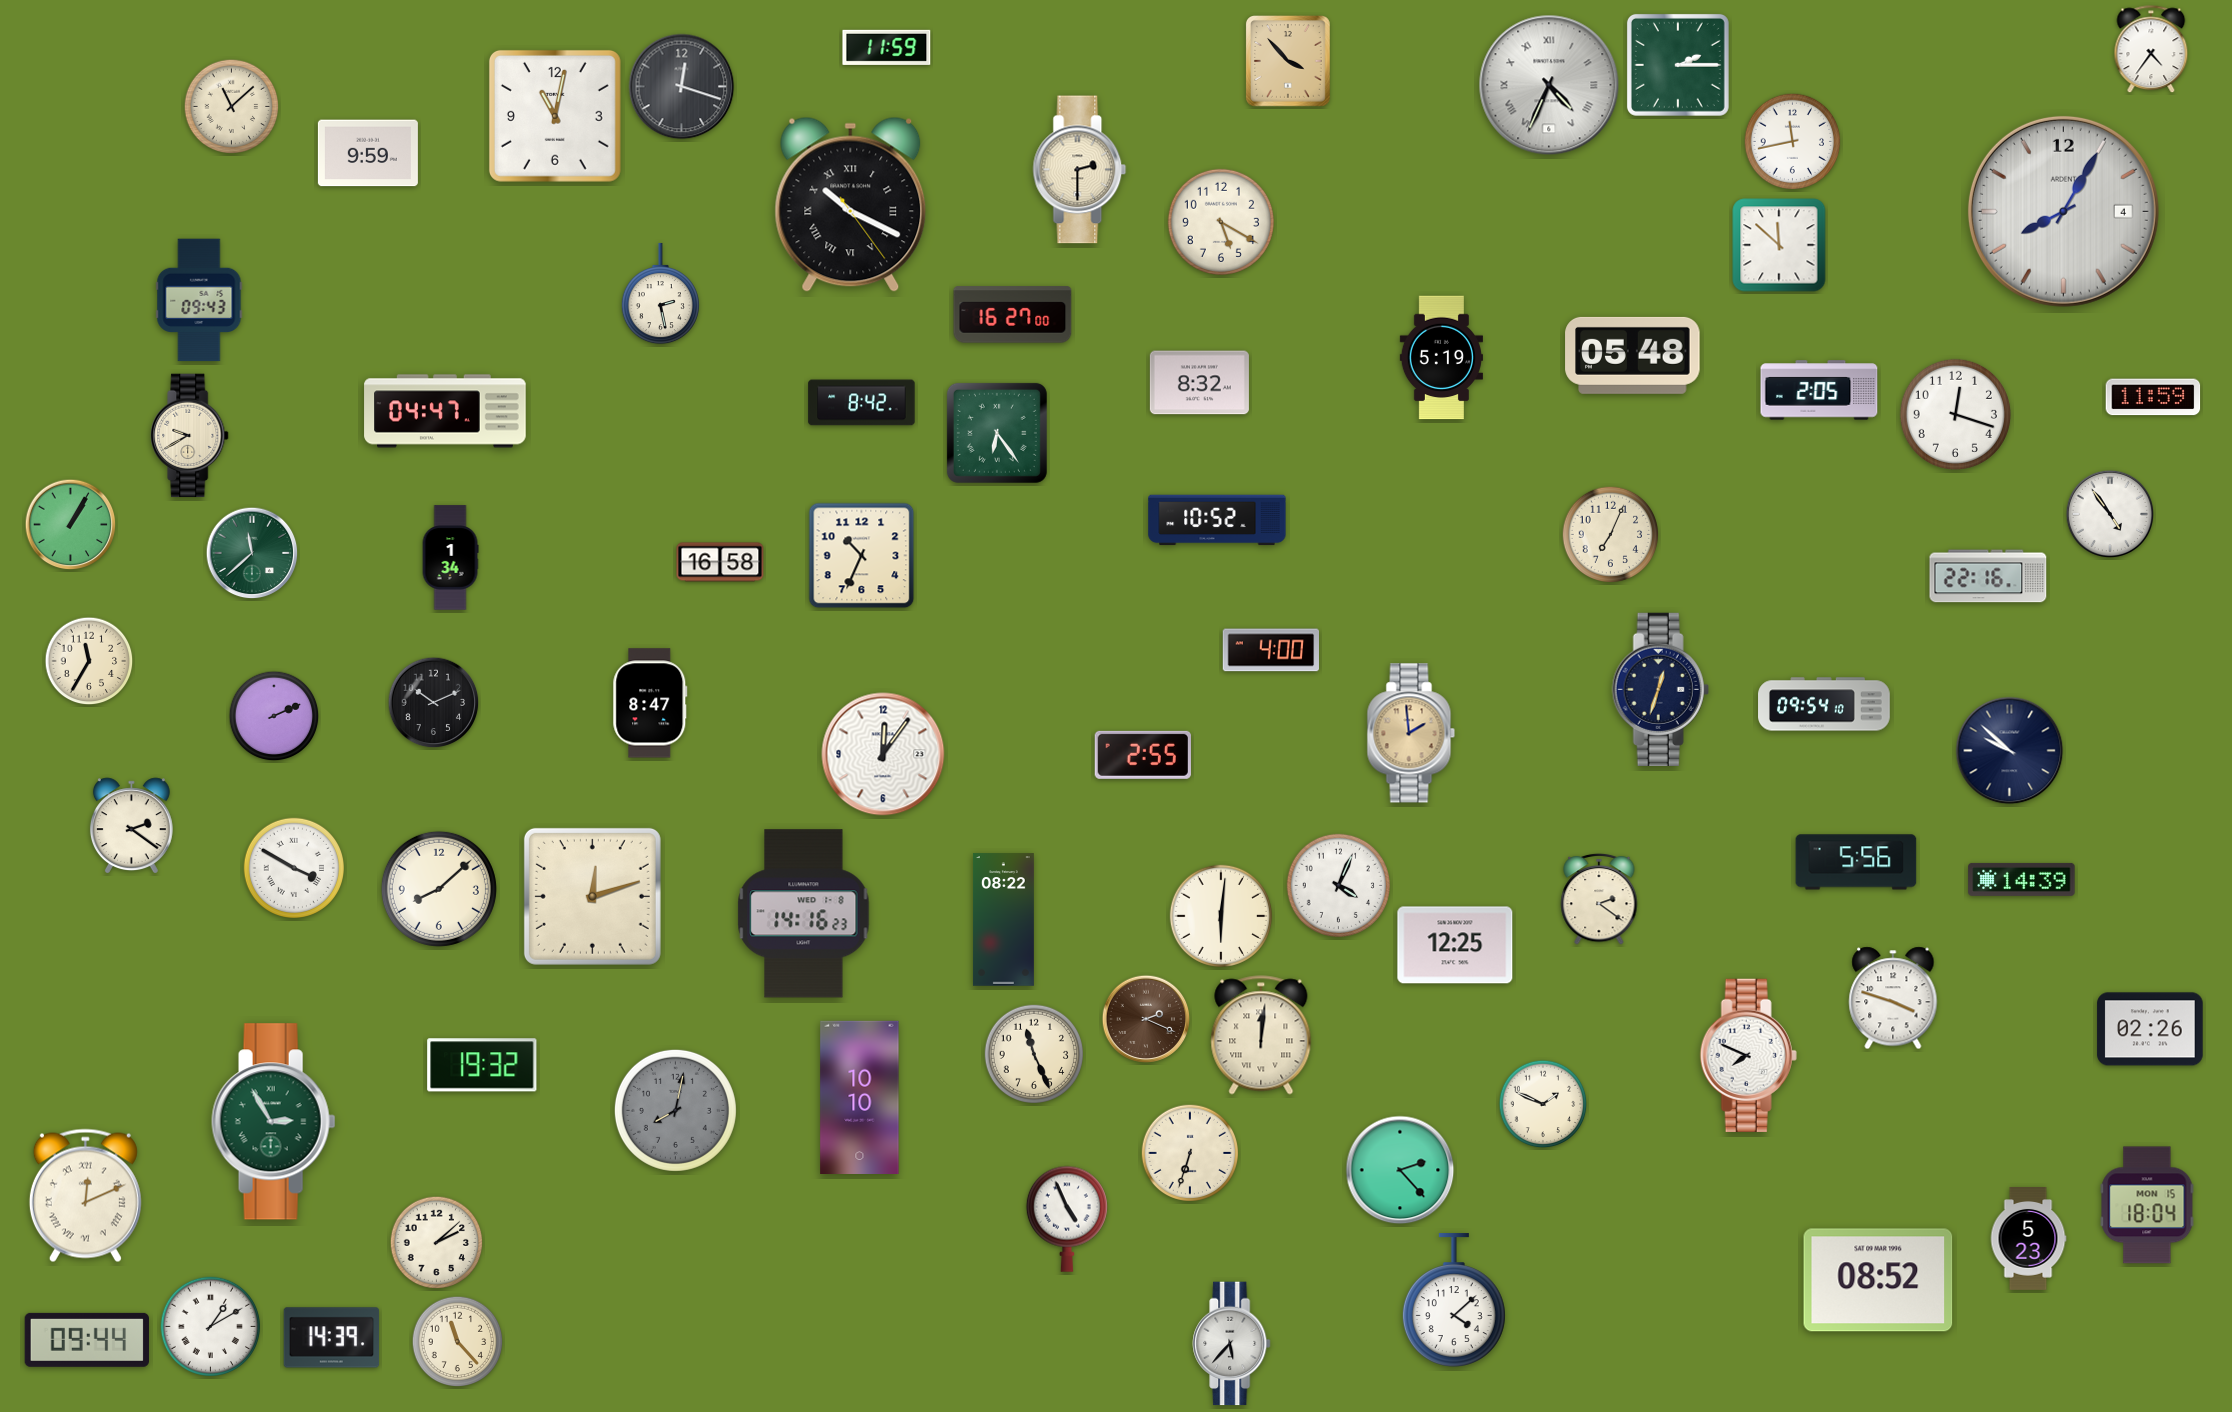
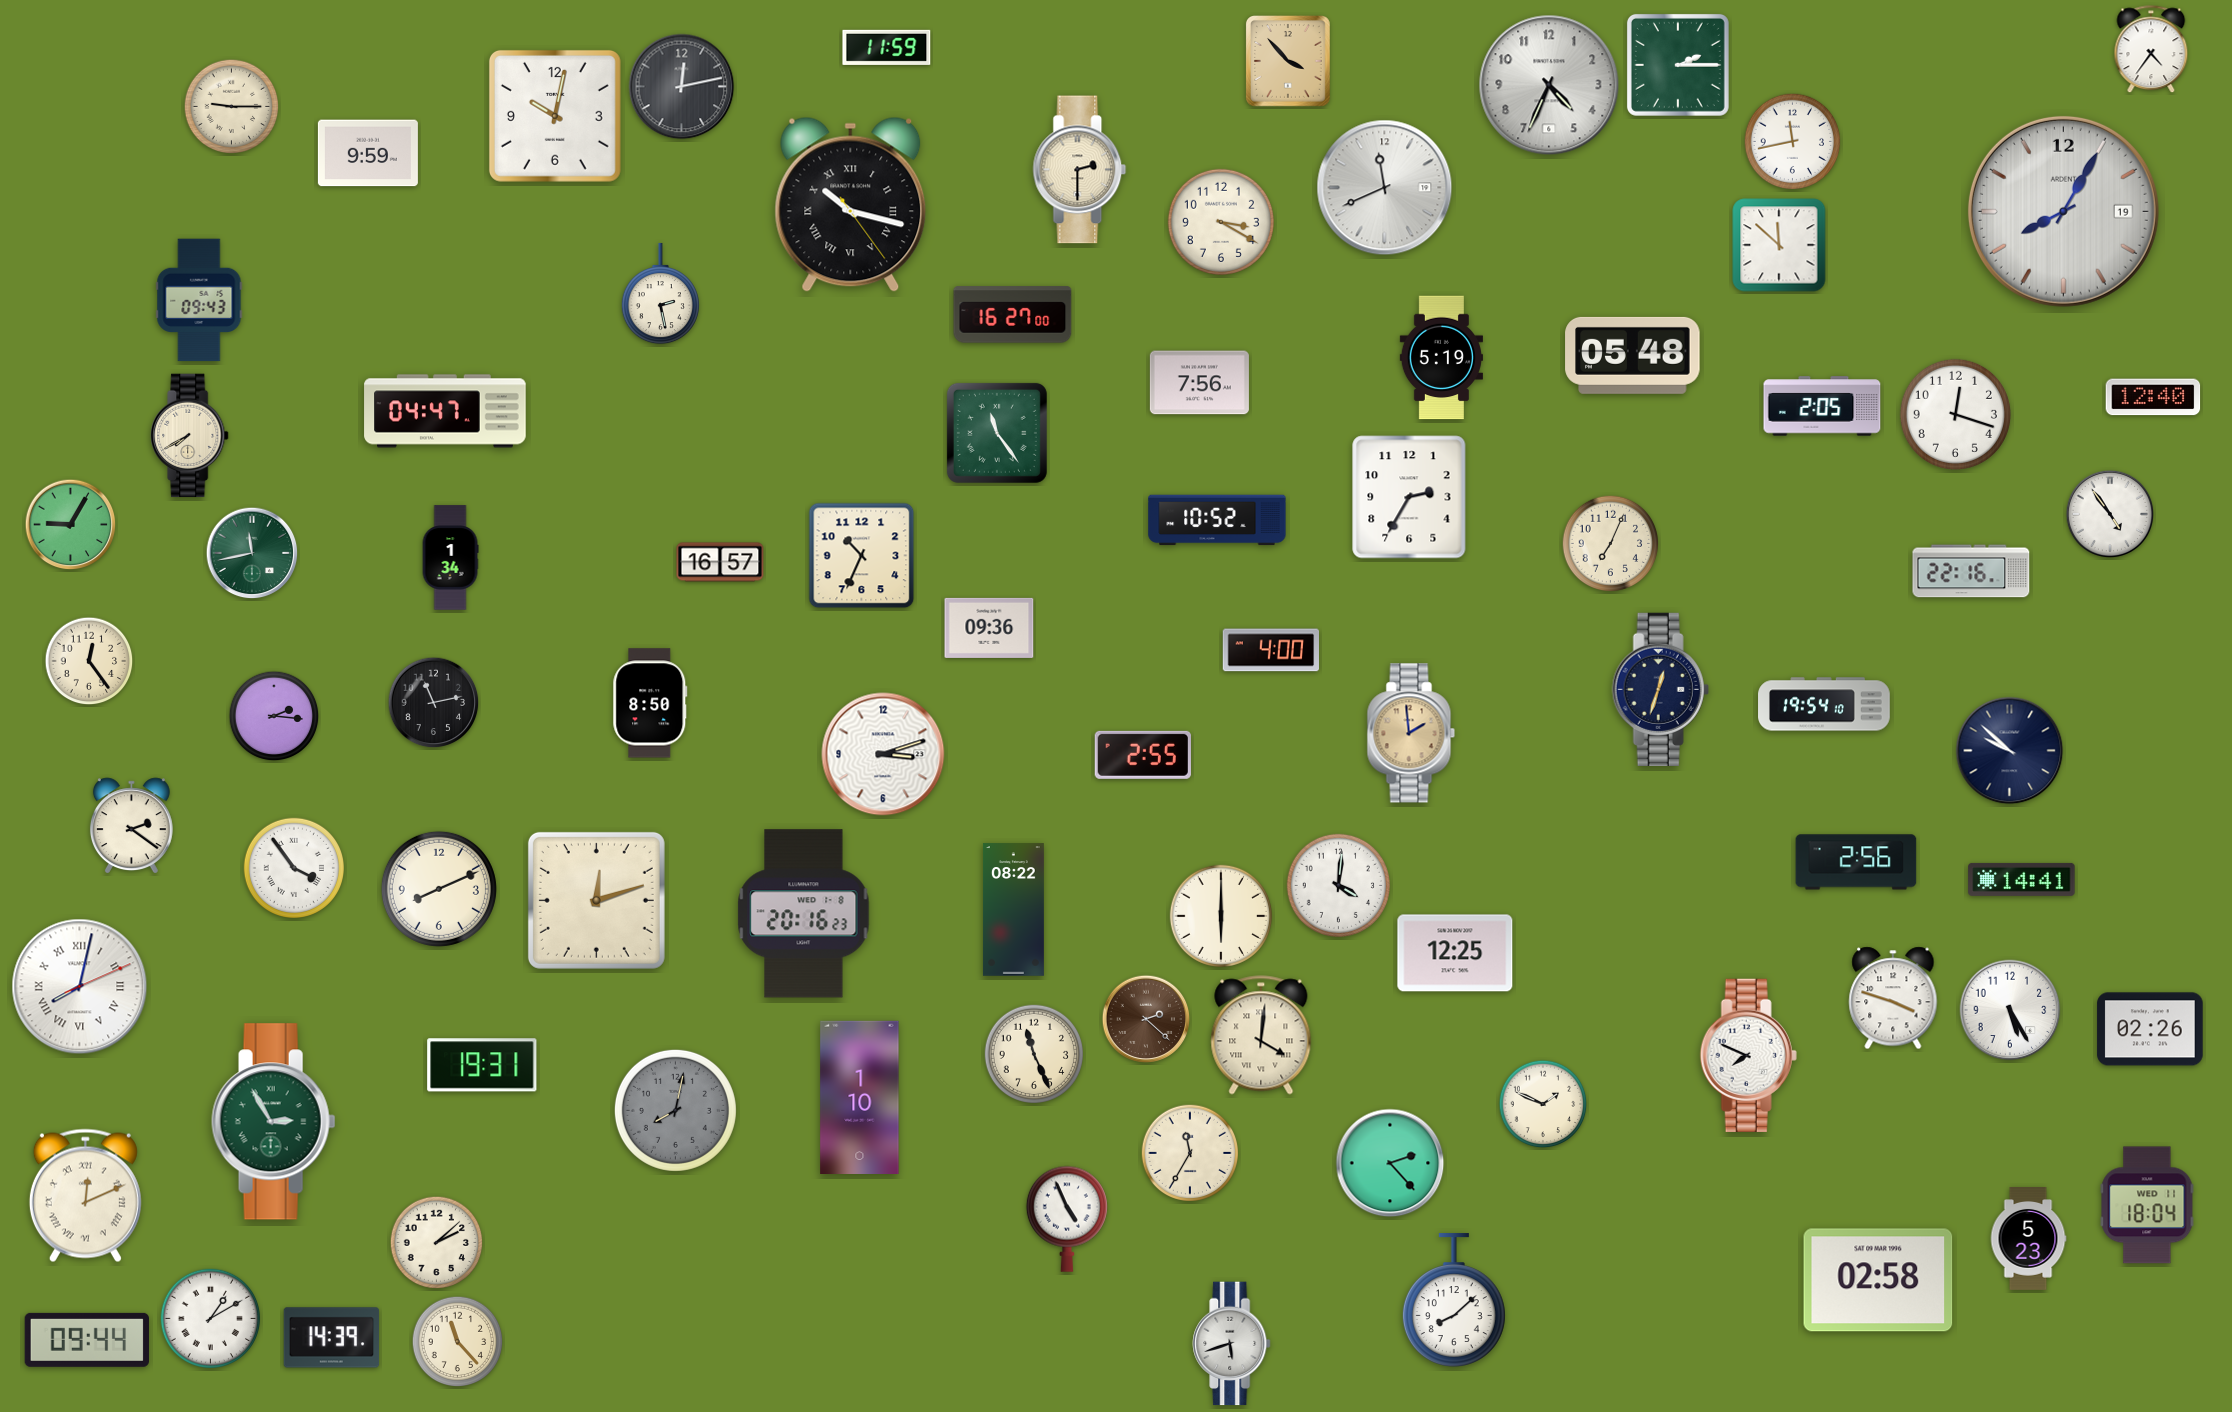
clock at (1549, 85) numerals: Roman -> Arabic
clock at (682, 87): 12:18 -> 12:13
clock at (232, 107): 11:08 -> 9:15
clock at (555, 116): 11:02 -> 10:02
clock at (1385, 188): none -> 11:41
clock at (851, 204): 10:19 -> 10:17
clock at (2063, 211) date: 4 -> 19
clock at (1221, 222): 5:20 -> 3:20
clock at (1199, 383): 8:32 -> 7:56
clock at (1819, 390) position: (1819, 390) -> (1822, 406)
clock at (2153, 397): 11:59 -> 12:40
clock at (862, 403): 8:42 -> none
clock at (997, 433): 6:24 -> 11:24
clock at (190, 436): 9:40 -> 7:40
clock at (1409, 497): none -> 2:35
clock at (71, 525): 1:05 -> 9:05
clock at (1611, 535) position: (1611, 535) -> (1611, 544)
clock at (252, 553): 11:38 -> 11:43
clock at (720, 562): 16:58 -> 16:57
clock at (1988, 576) position: (1988, 576) -> (1971, 571)
clock at (989, 628): none -> 09:36
clock at (89, 661): 11:35 -> 12:24
clock at (434, 703): 10:11 -> 11:13
clock at (650, 703): 8:47 -> 8:50
clock at (1824, 704): 09:54 -> 19:54
clock at (274, 716): 2:11 -> 2:16
clock at (883, 754): 12:06 -> 3:12
clock at (1856, 862): 5:56 -> 2:56
clock at (293, 867): 3:50 -> 3:54
clock at (2022, 879): 14:39 -> 14:41
clock at (1338, 885): 4:04 -> 4:01
clock at (439, 889): 8:08 -> 8:11
clock at (592, 896) position: (592, 896) -> (596, 900)
clock at (1599, 899): 2:21 -> none
clock at (804, 914): 14:16 -> 20:16
clock at (1220, 915): 6:01 -> 6:00
clock at (1003, 920) position: (1003, 920) -> (1013, 910)
clock at (1455, 945) position: (1455, 945) -> (1455, 953)
clock at (80, 987): none -> 8:02
clock at (2010, 1010): none -> 5:25
clock at (1146, 1019): 2:19 -> 2:22
clock at (1261, 1035): 12:01 -> 4:01
clock at (482, 1065): 19:32 -> 19:31
clock at (860, 1097): 10:10 -> 1:10
clock at (1190, 1153): 6:33 -> 11:35
clock at (1400, 1170) position: (1400, 1170) -> (1390, 1163)
clock at (2147, 1205) date: MON 15 -> WED 11
clock at (1878, 1280): 08:52 -> 02:58
clock at (1454, 1300): 4:08 -> 8:08
clock at (210, 1326) position: (210, 1326) -> (210, 1318)
clock at (1232, 1344): 5:37 -> 5:42
